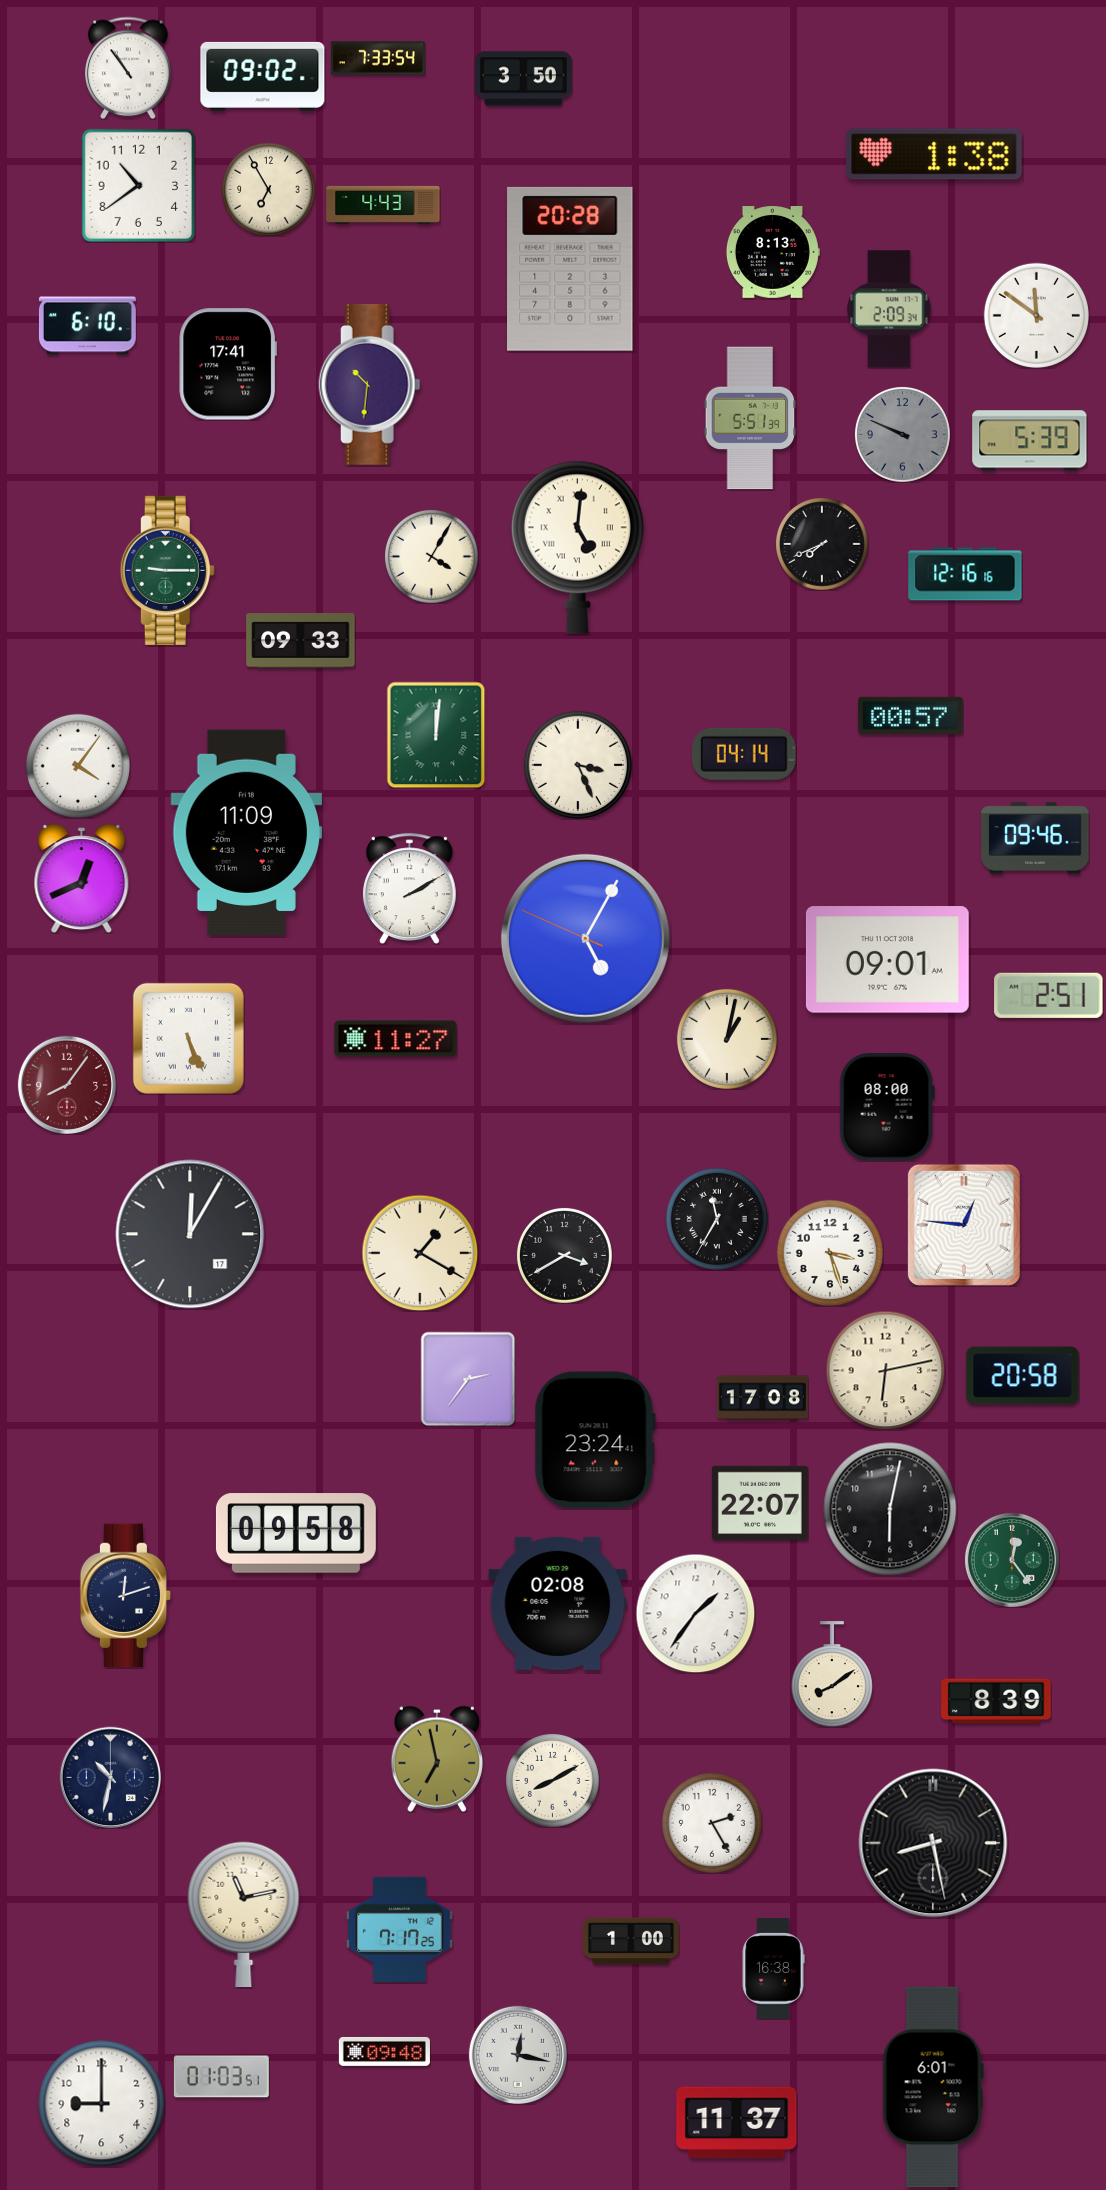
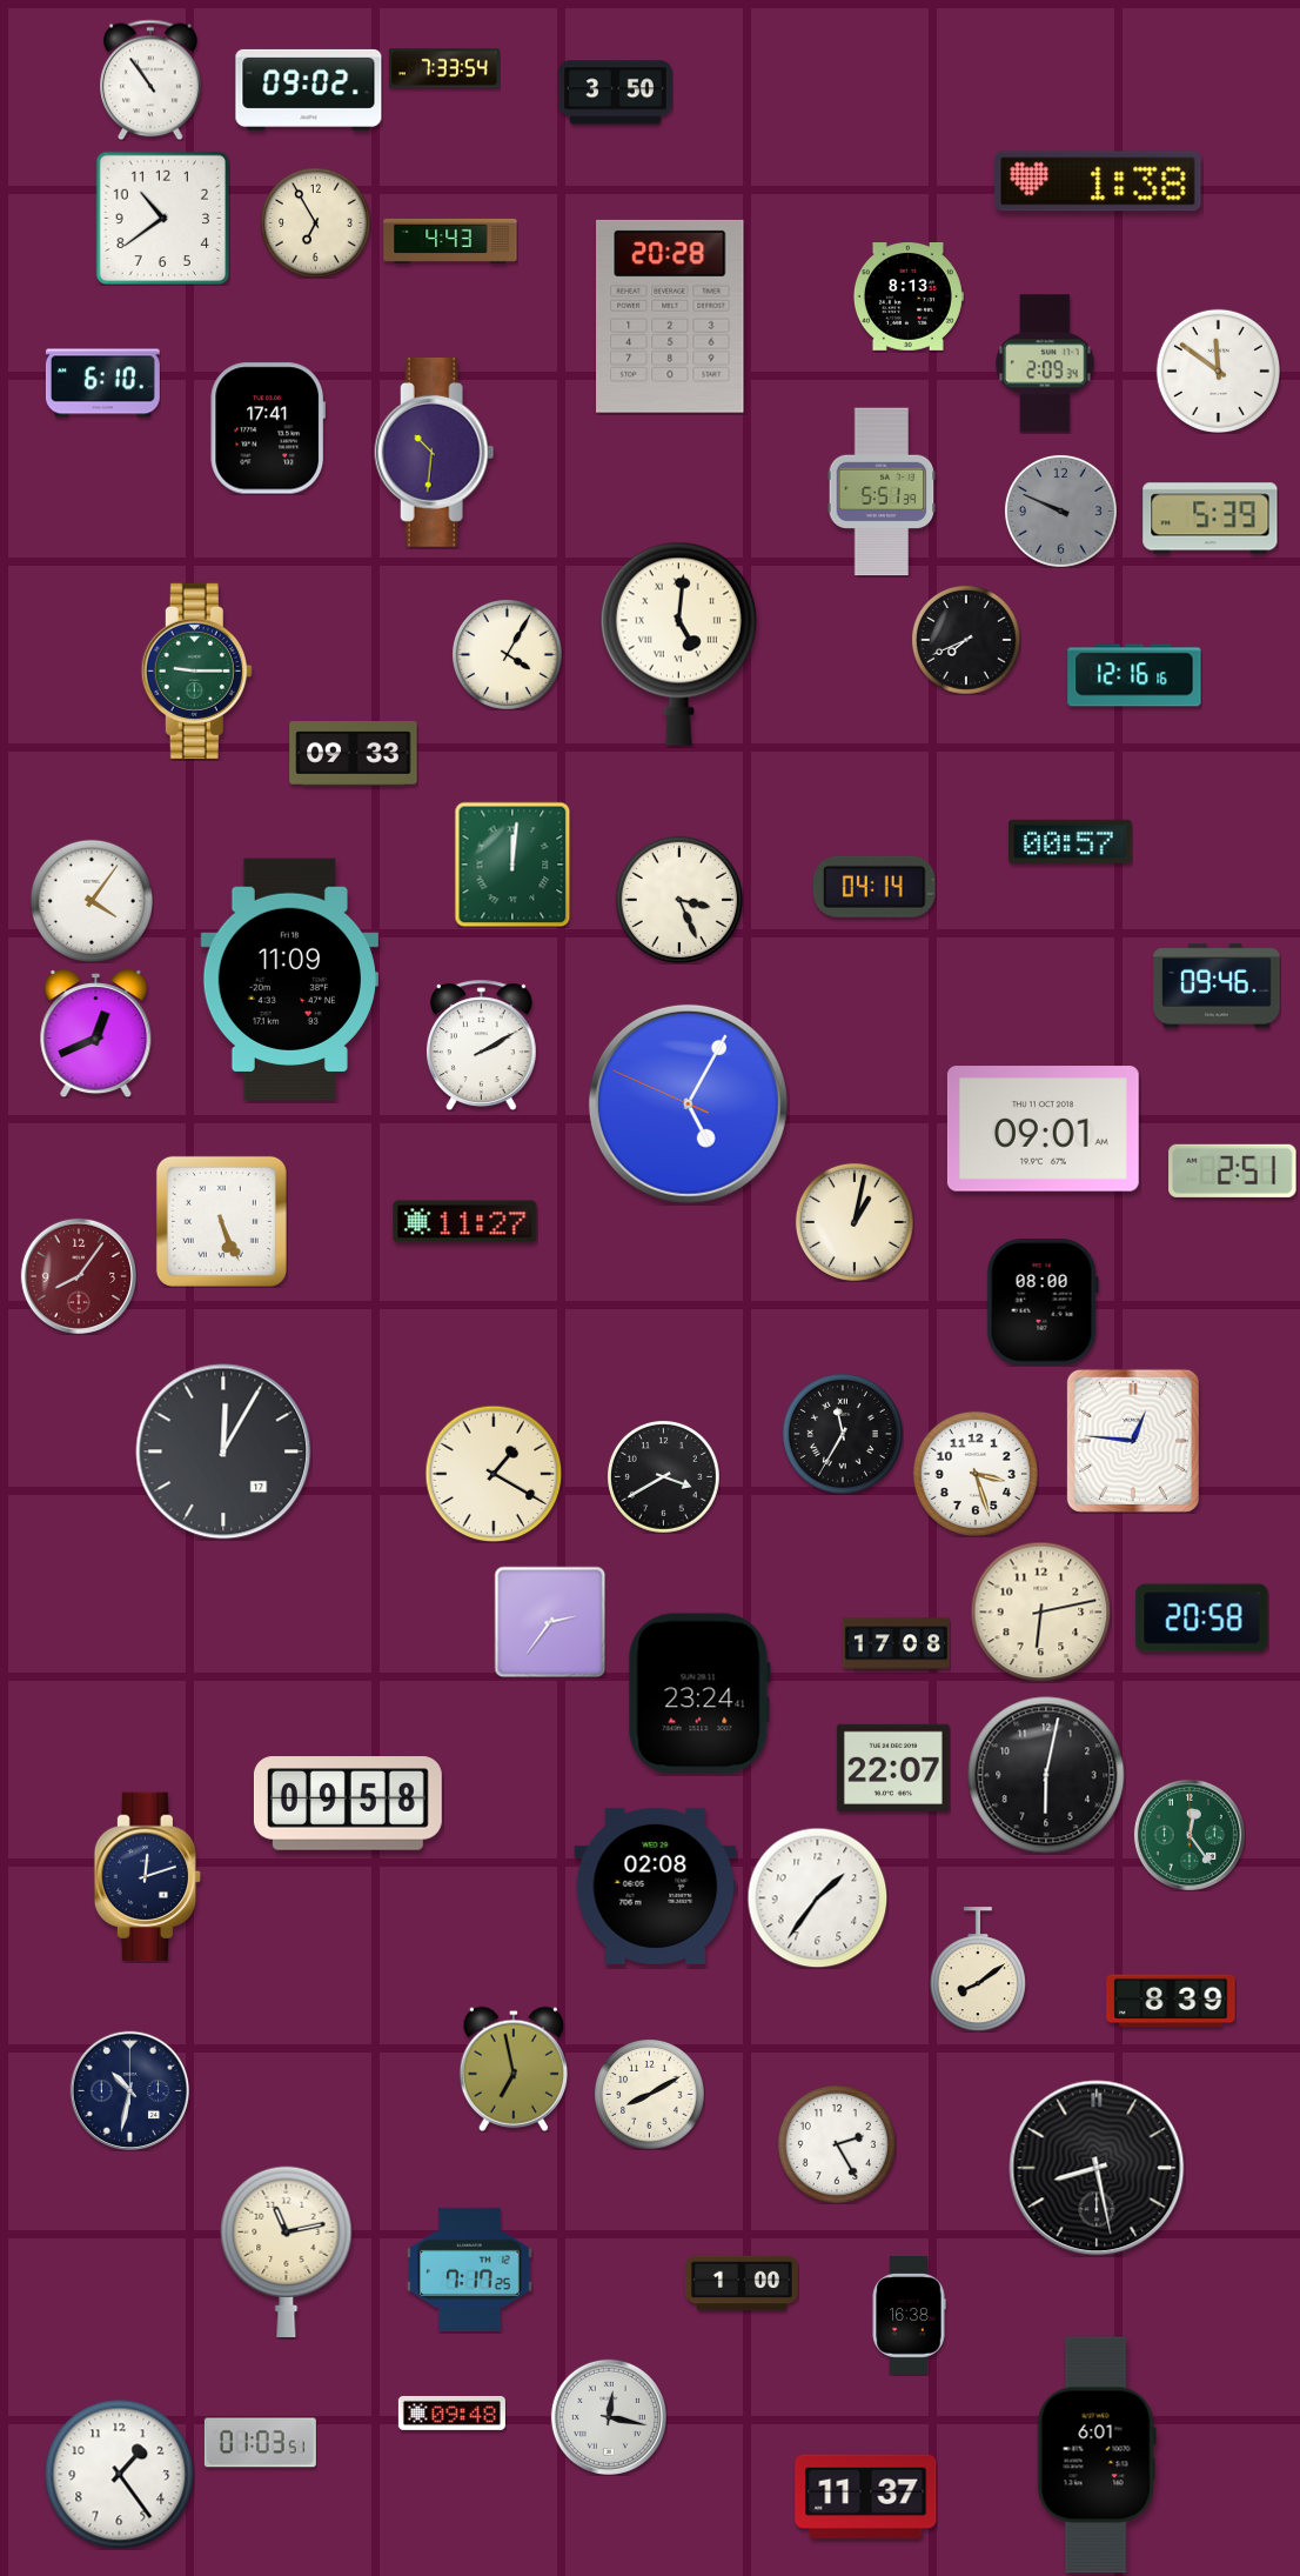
clock at (101, 2103): 9:00 -> 1:24
